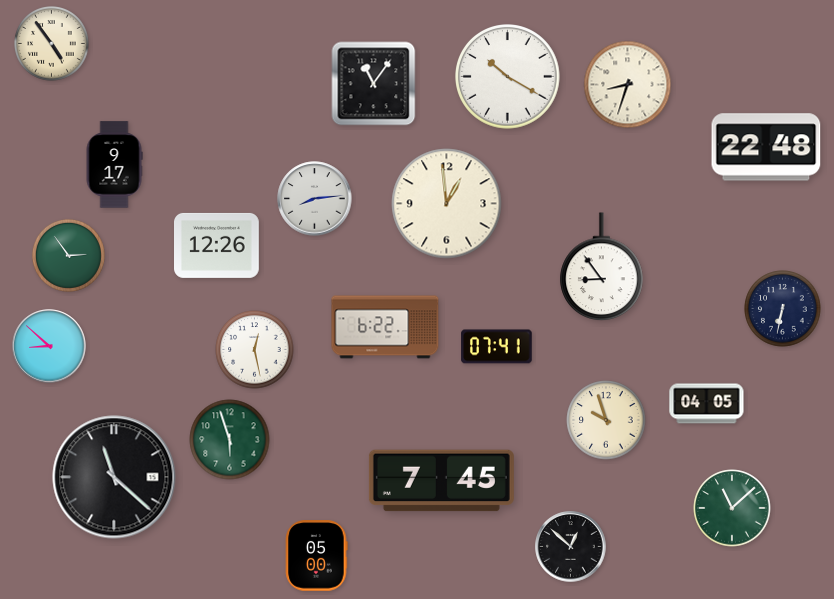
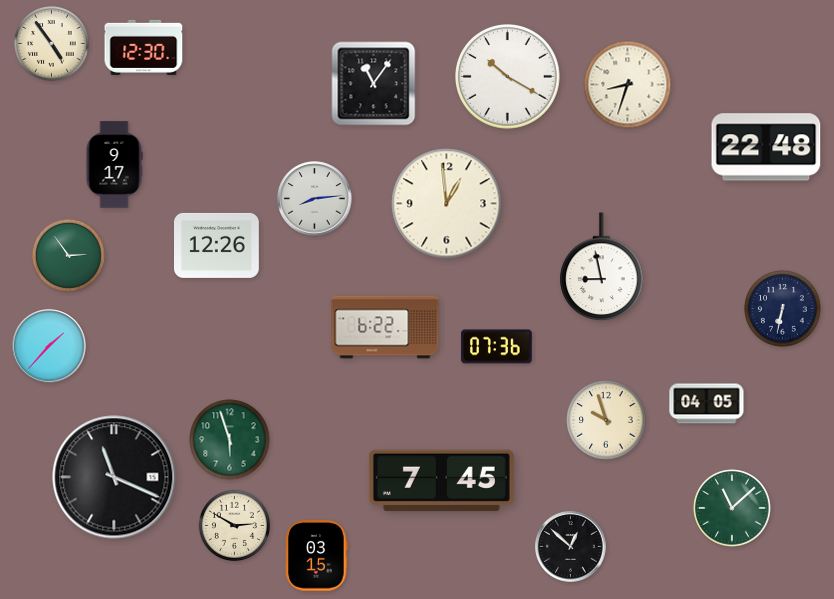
clock at (144, 47): none -> 12:30
clock at (602, 267): 8:54 -> 8:58
clock at (49, 346): 8:52 -> 1:37
clock at (497, 347): 07:41 -> 07:36
clock at (255, 350): 12:28 -> none
clock at (114, 477): 11:22 -> 11:19
clock at (234, 525): none -> 2:50
clock at (316, 556): 05:00 -> 03:15
